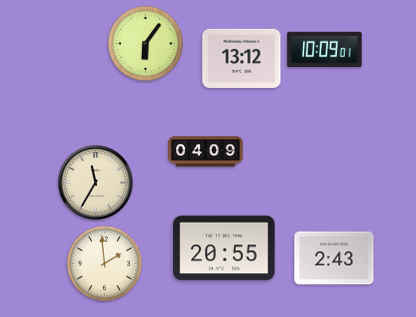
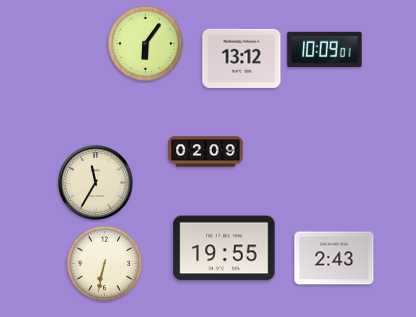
clock at (206, 152): 04:09 -> 02:09
clock at (224, 248): 20:55 -> 19:55
clock at (104, 263): 1:59 -> 6:32
